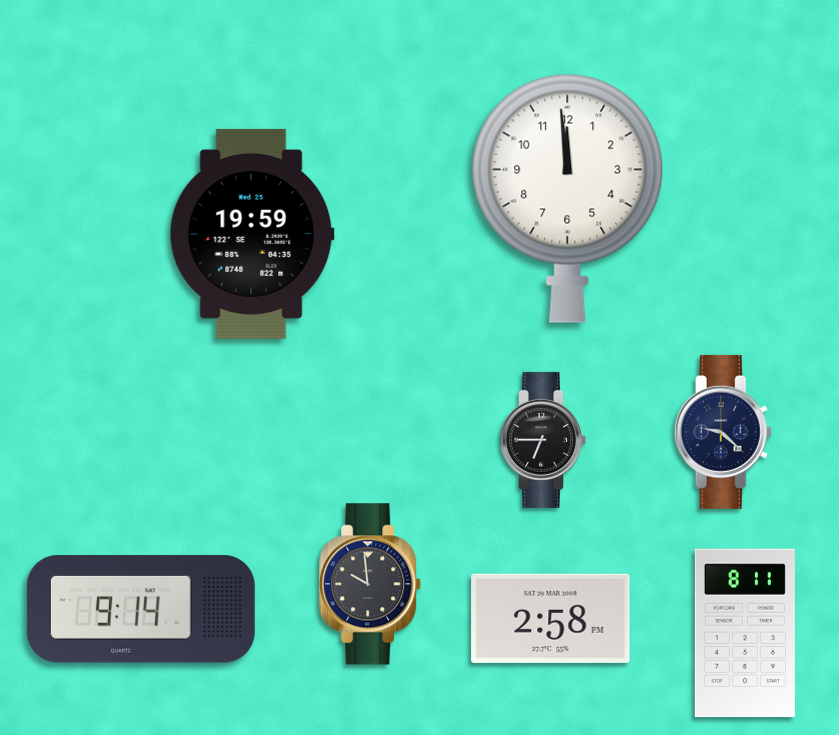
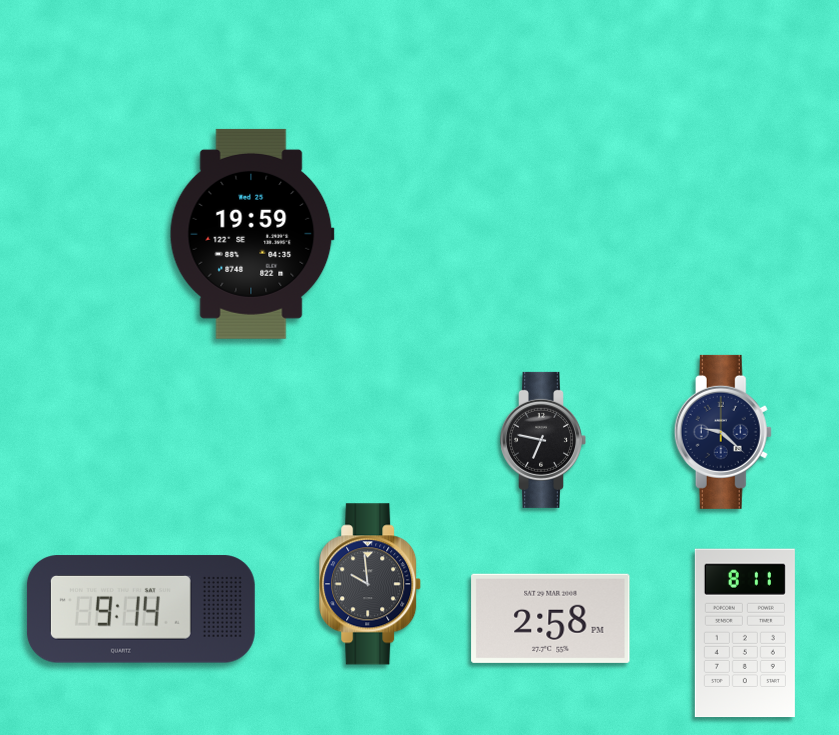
clock at (568, 198): 11:59 -> none
clock at (543, 440): 6:45 -> 6:47
